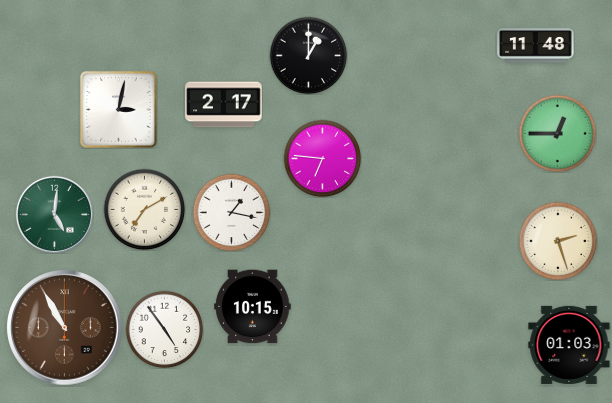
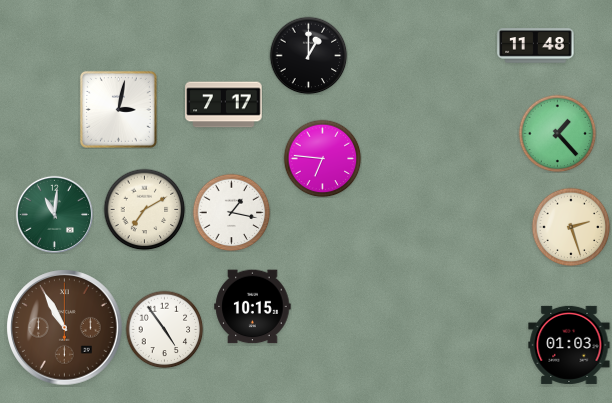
clock at (224, 105): 2:17 -> 7:17
clock at (557, 133): 12:45 -> 1:23
clock at (54, 214): 5:01 -> 11:01
clock at (558, 241) position: (558, 241) -> (571, 227)
